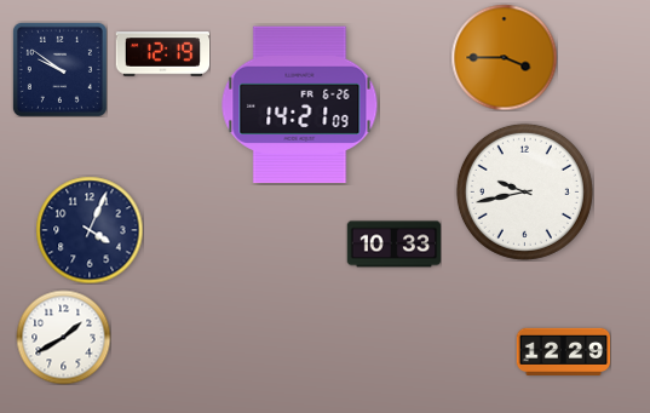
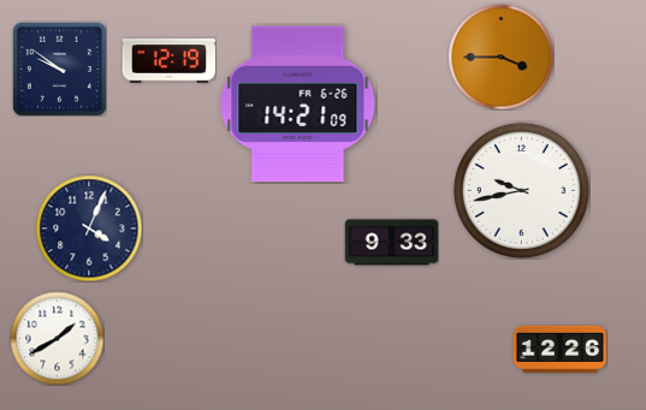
clock at (162, 55) position: (162, 55) -> (168, 61)
clock at (393, 245): 10:33 -> 9:33
clock at (63, 337) position: (63, 337) -> (57, 338)
clock at (563, 351): 12:29 -> 12:26
